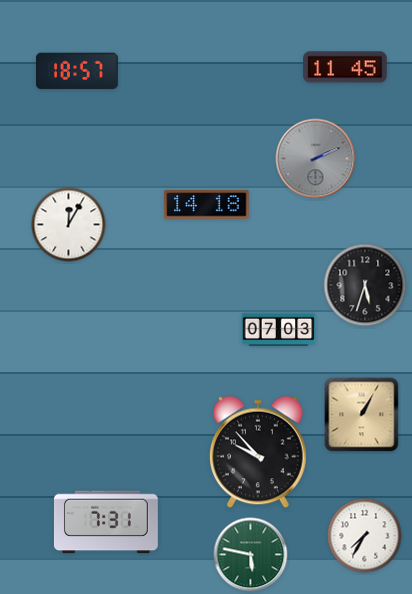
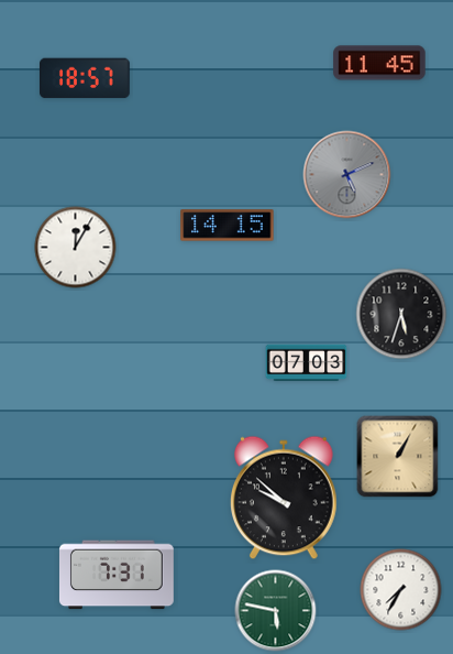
clock at (345, 67) position: (345, 67) -> (379, 63)
clock at (316, 159): 2:11 -> 5:11
clock at (207, 205): 14:18 -> 14:15
clock at (259, 452): 9:53 -> 9:52
